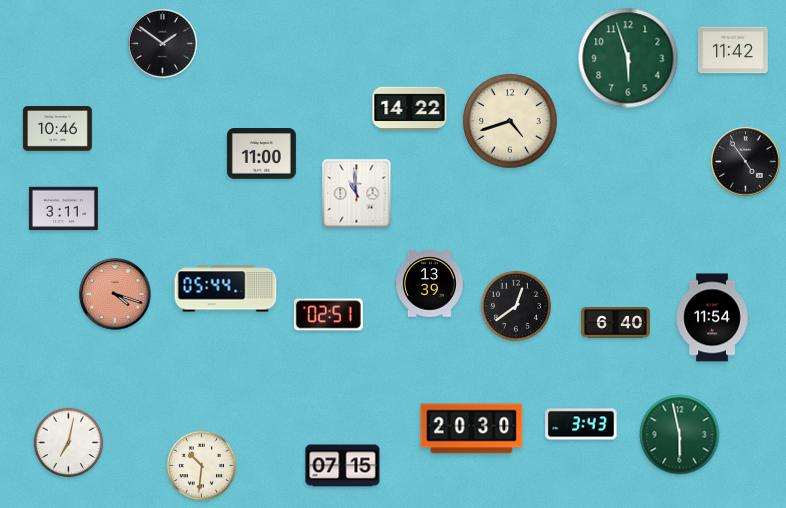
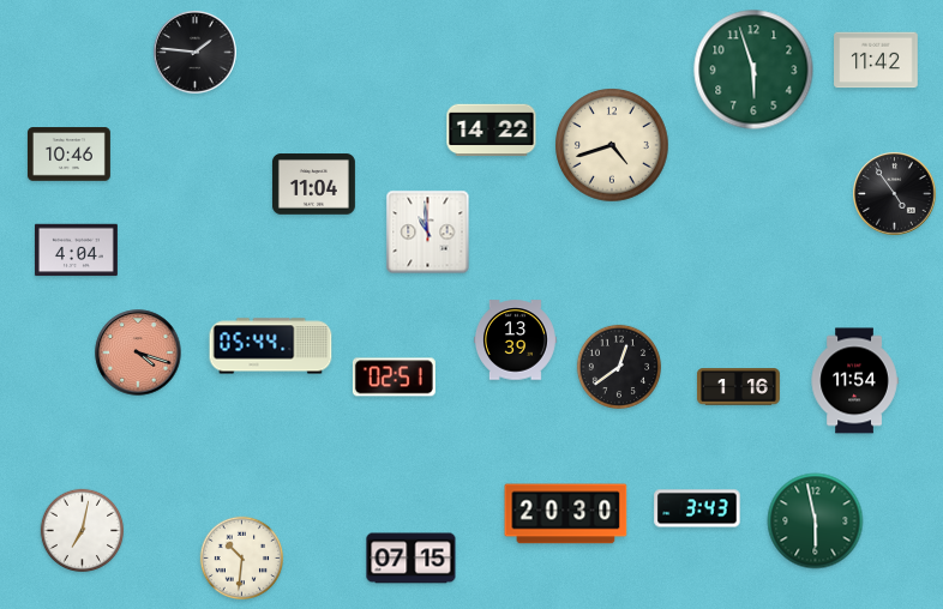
clock at (163, 44): 1:51 -> 1:46
clock at (733, 50) position: (733, 50) -> (876, 60)
clock at (261, 154): 11:00 -> 11:04
clock at (63, 209): 3:11 -> 4:04
clock at (615, 323): 6:40 -> 1:16
